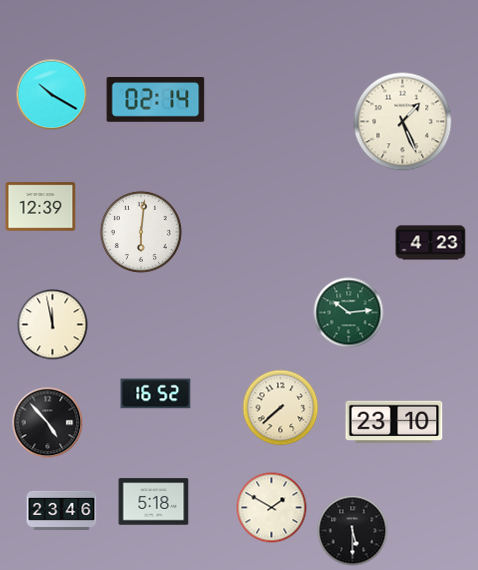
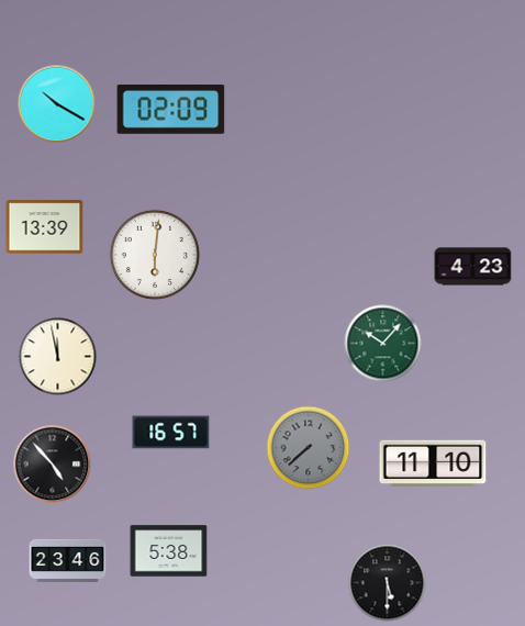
clock at (156, 100): 02:14 -> 02:09
clock at (403, 122): 1:26 -> none
clock at (41, 207): 12:39 -> 13:39
clock at (349, 313): 10:14 -> 10:07
clock at (156, 394): 16:52 -> 16:57
clock at (281, 408) dial: cream -> grey
clock at (394, 422): 23:10 -> 11:10
clock at (154, 502): 5:18 -> 5:38
clock at (272, 508): 1:50 -> none
